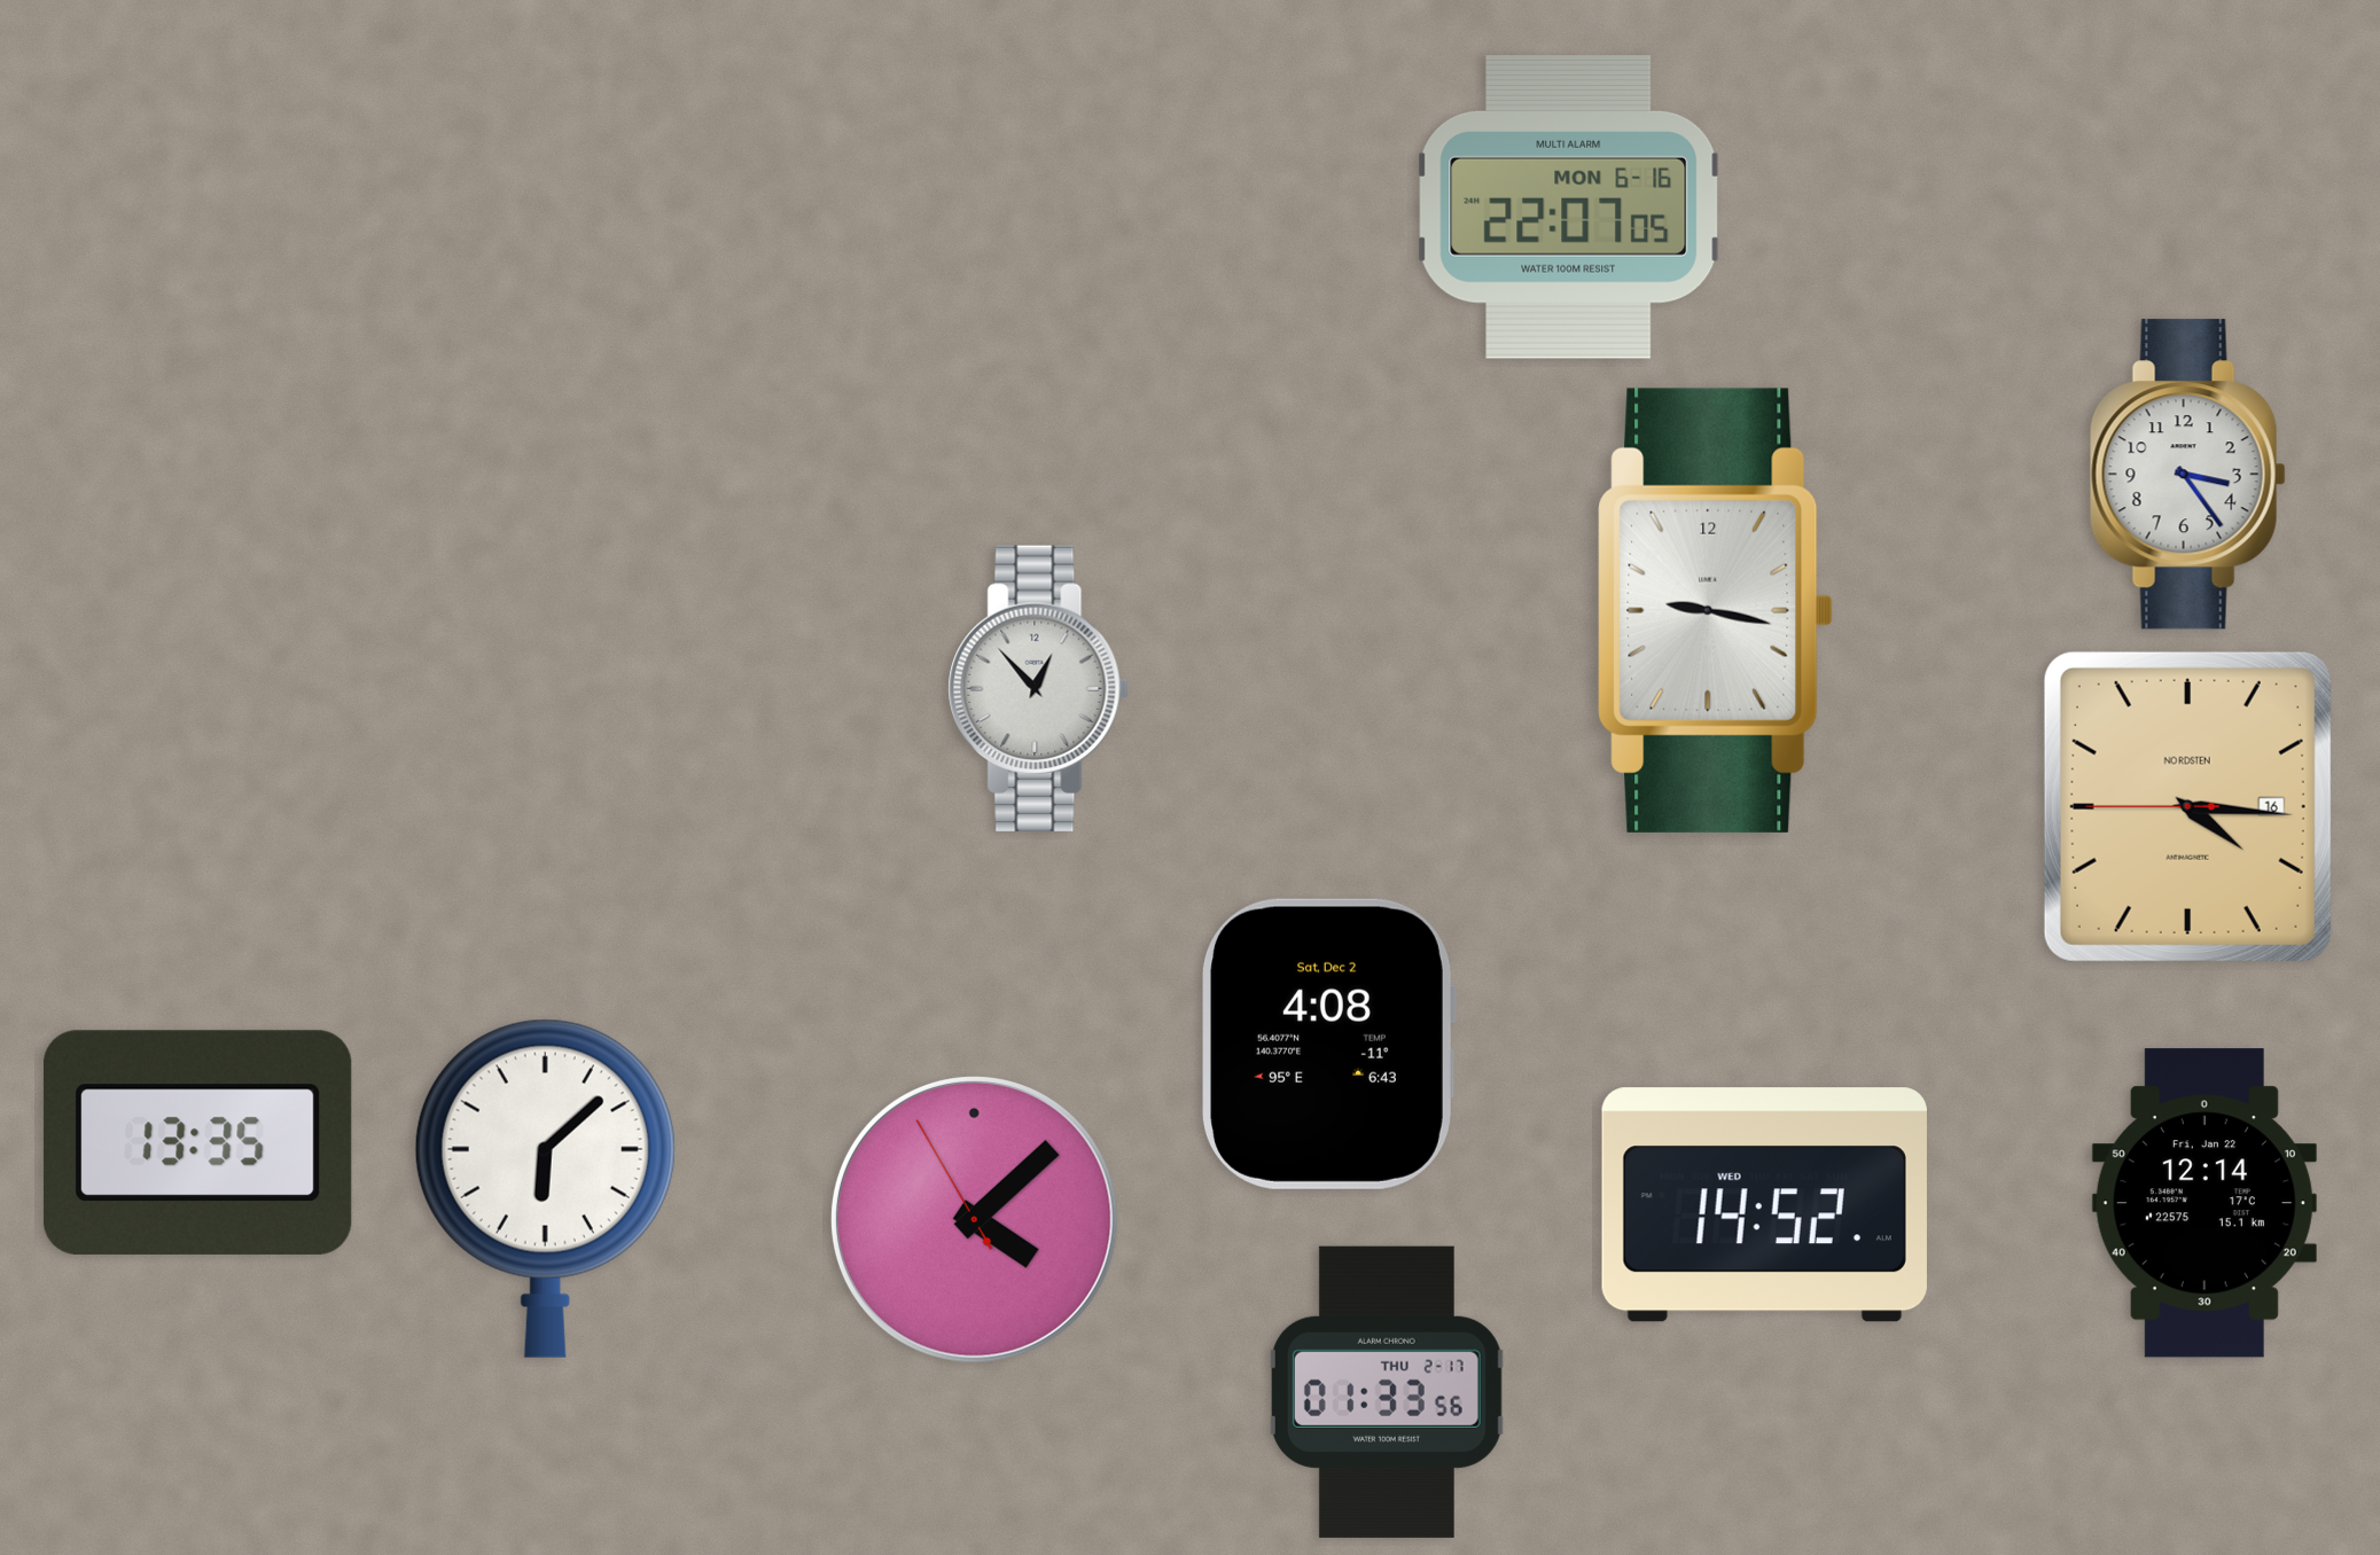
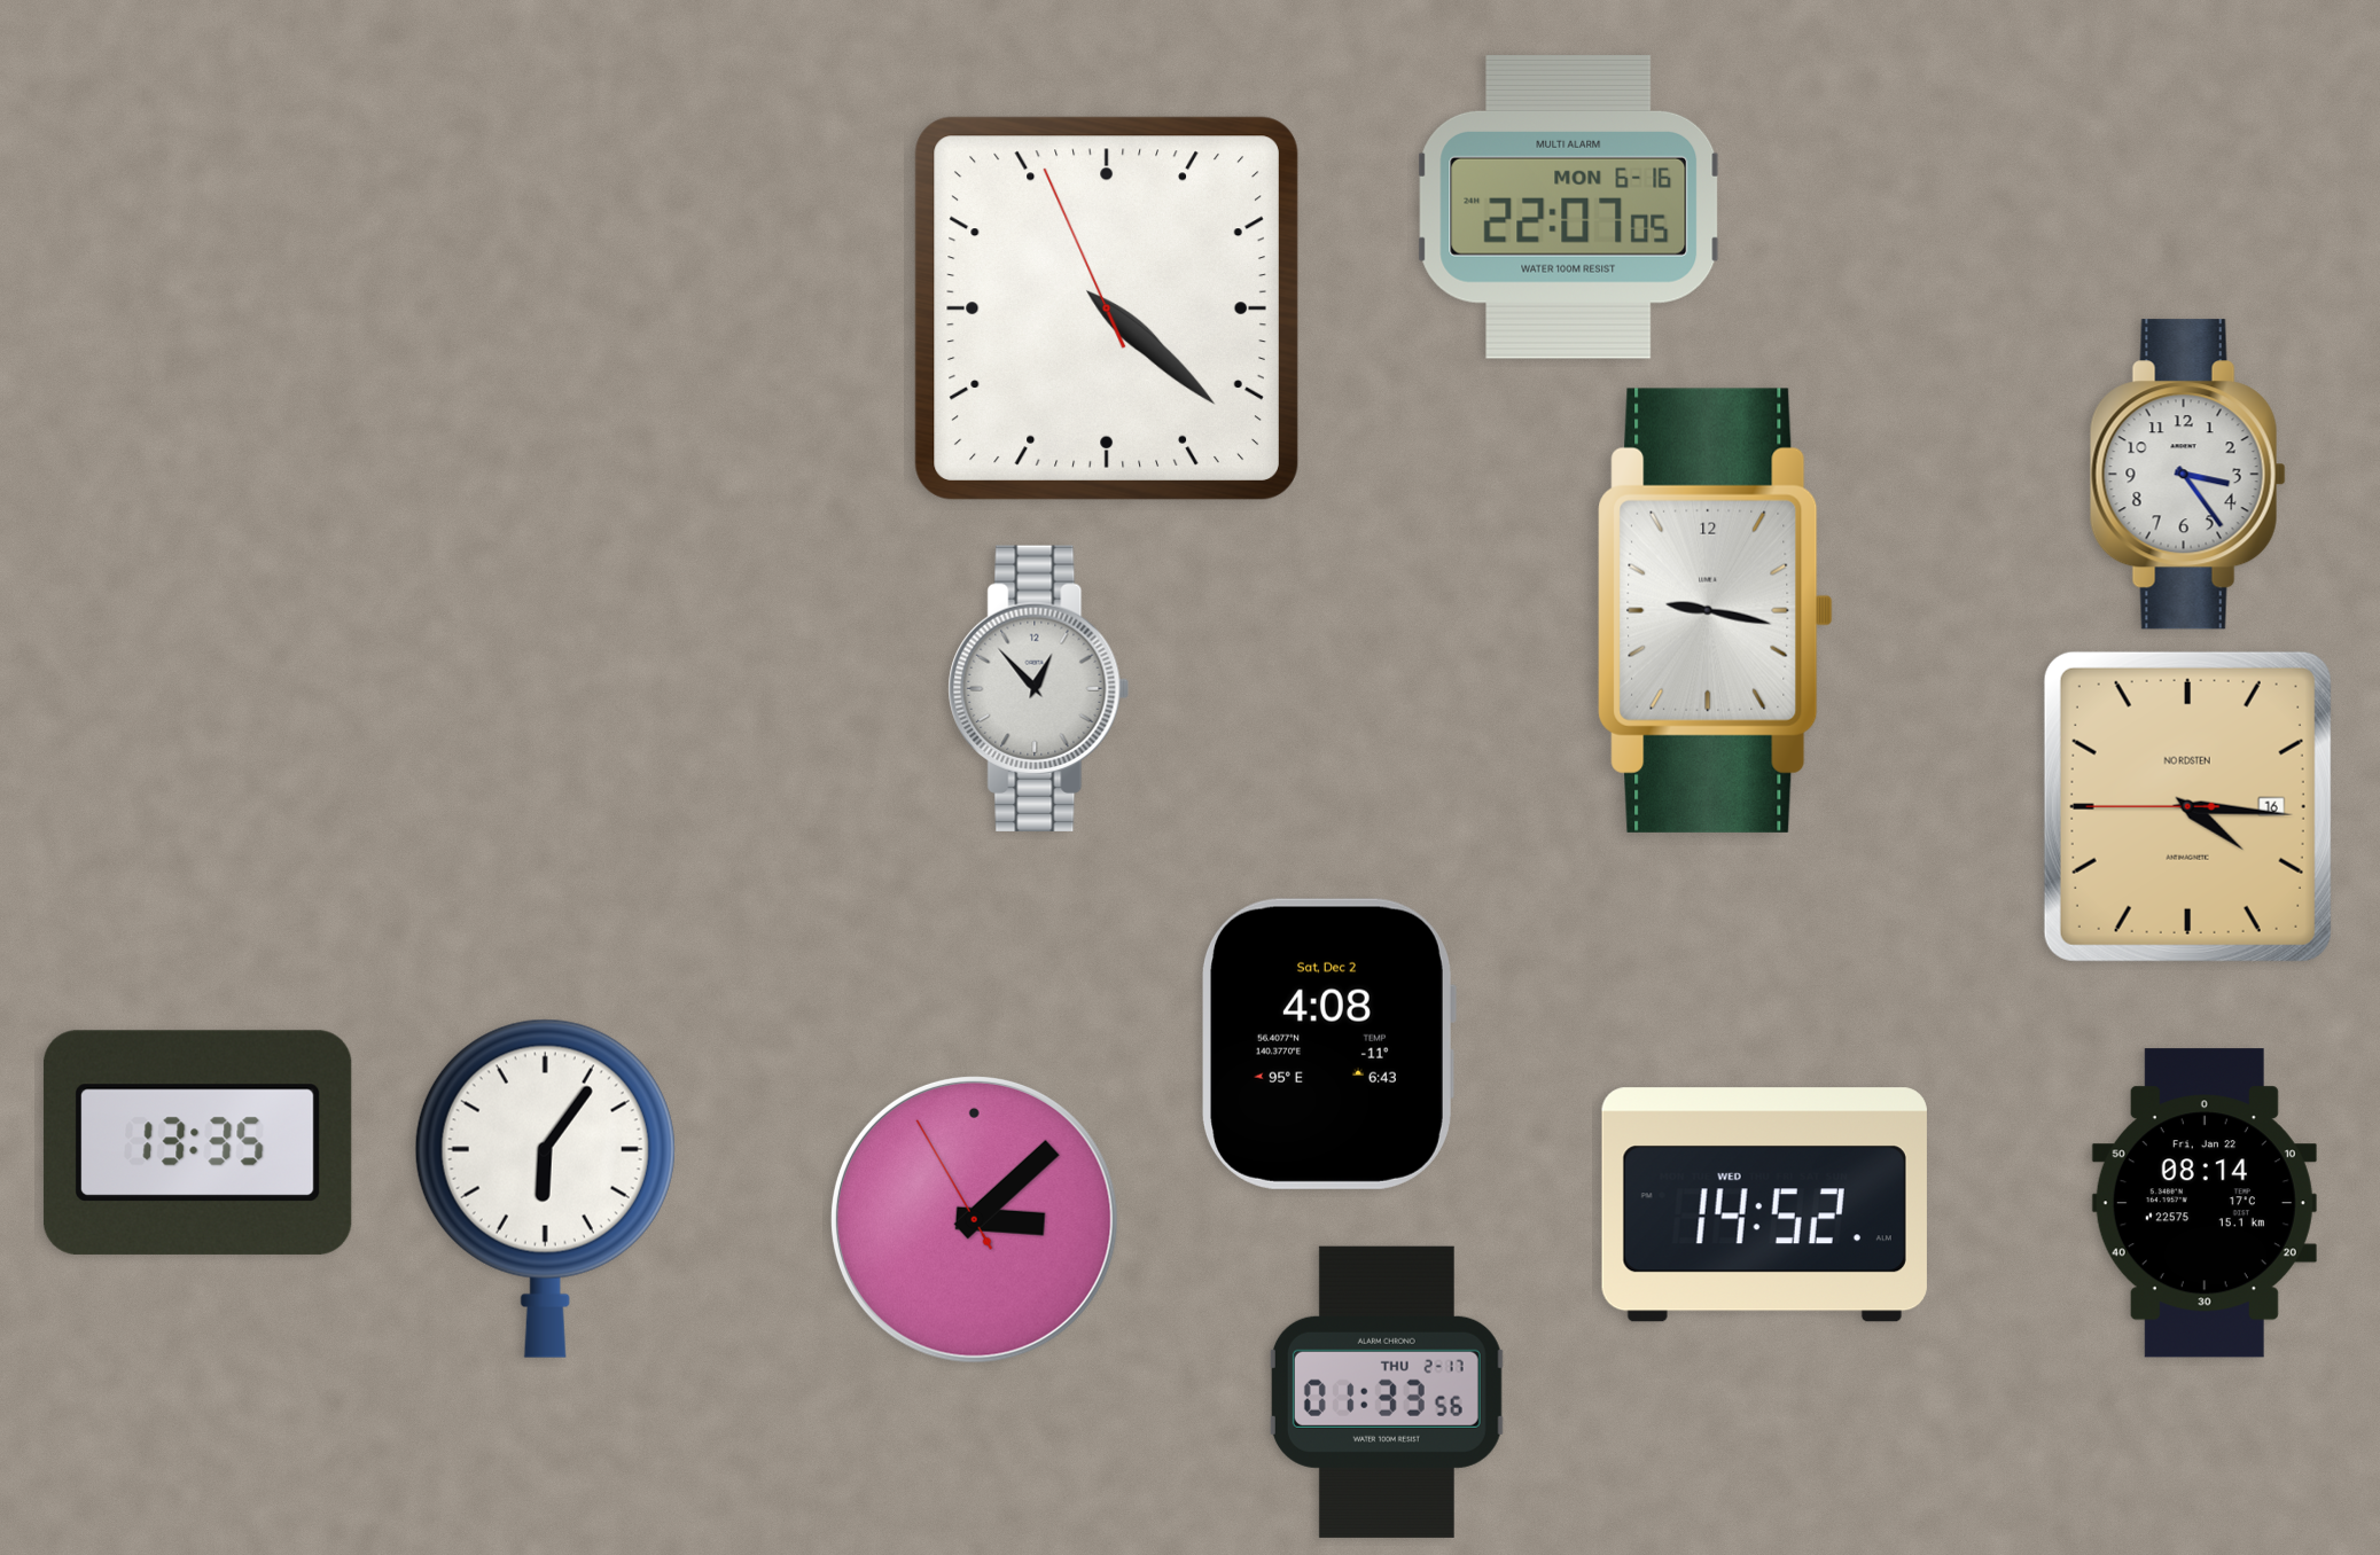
clock at (1107, 308): none -> 4:21
clock at (545, 1188): 6:08 -> 6:06
clock at (2205, 1203): 12:14 -> 08:14
clock at (974, 1219): 4:07 -> 3:07
